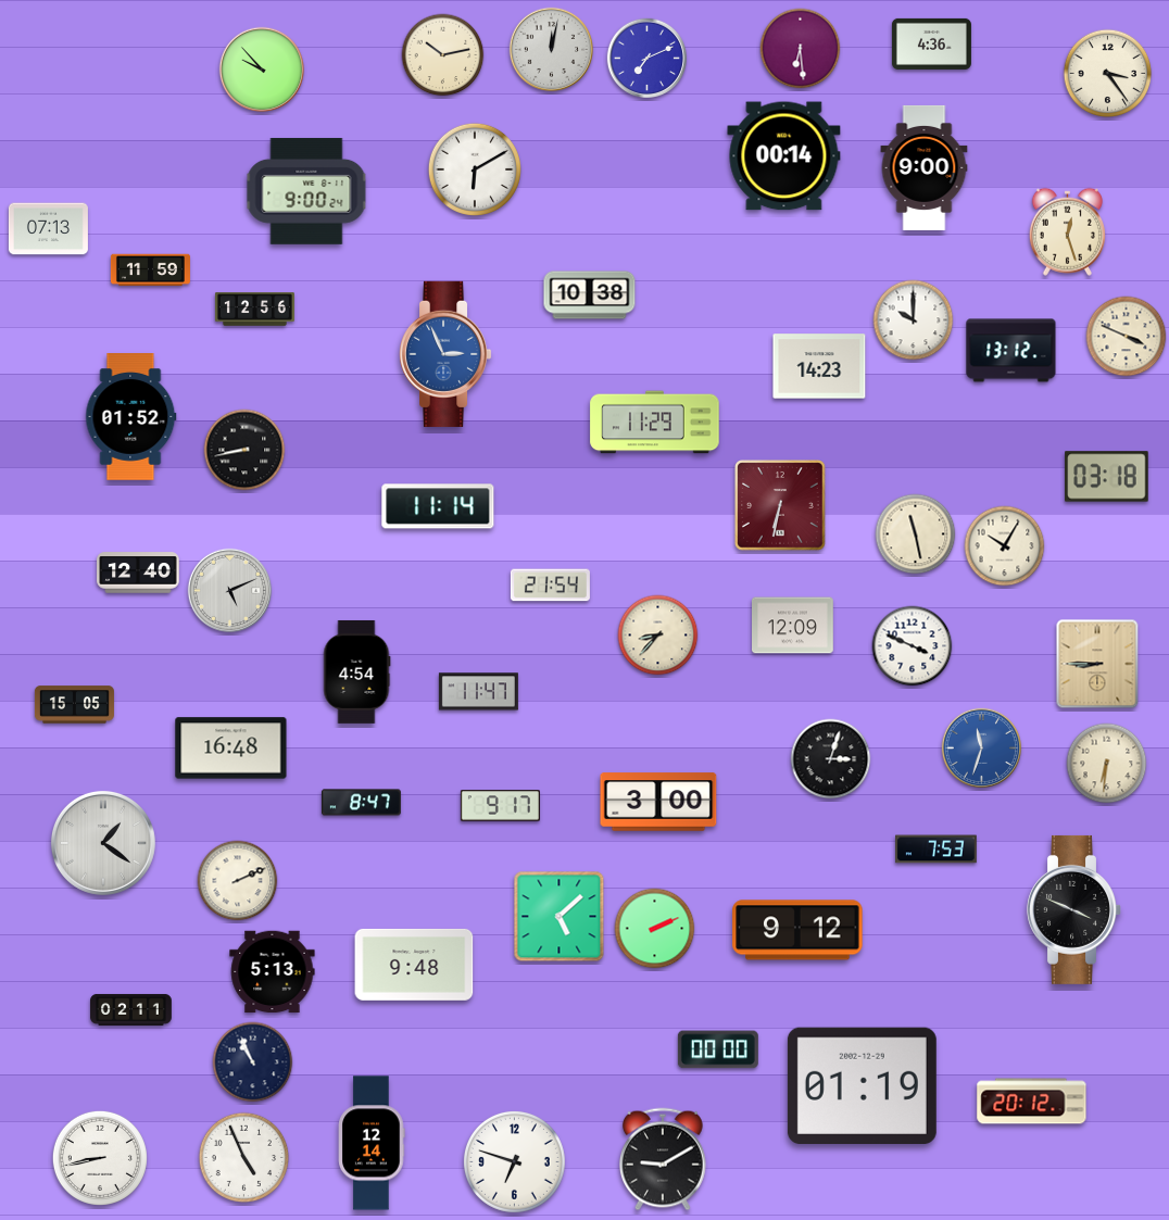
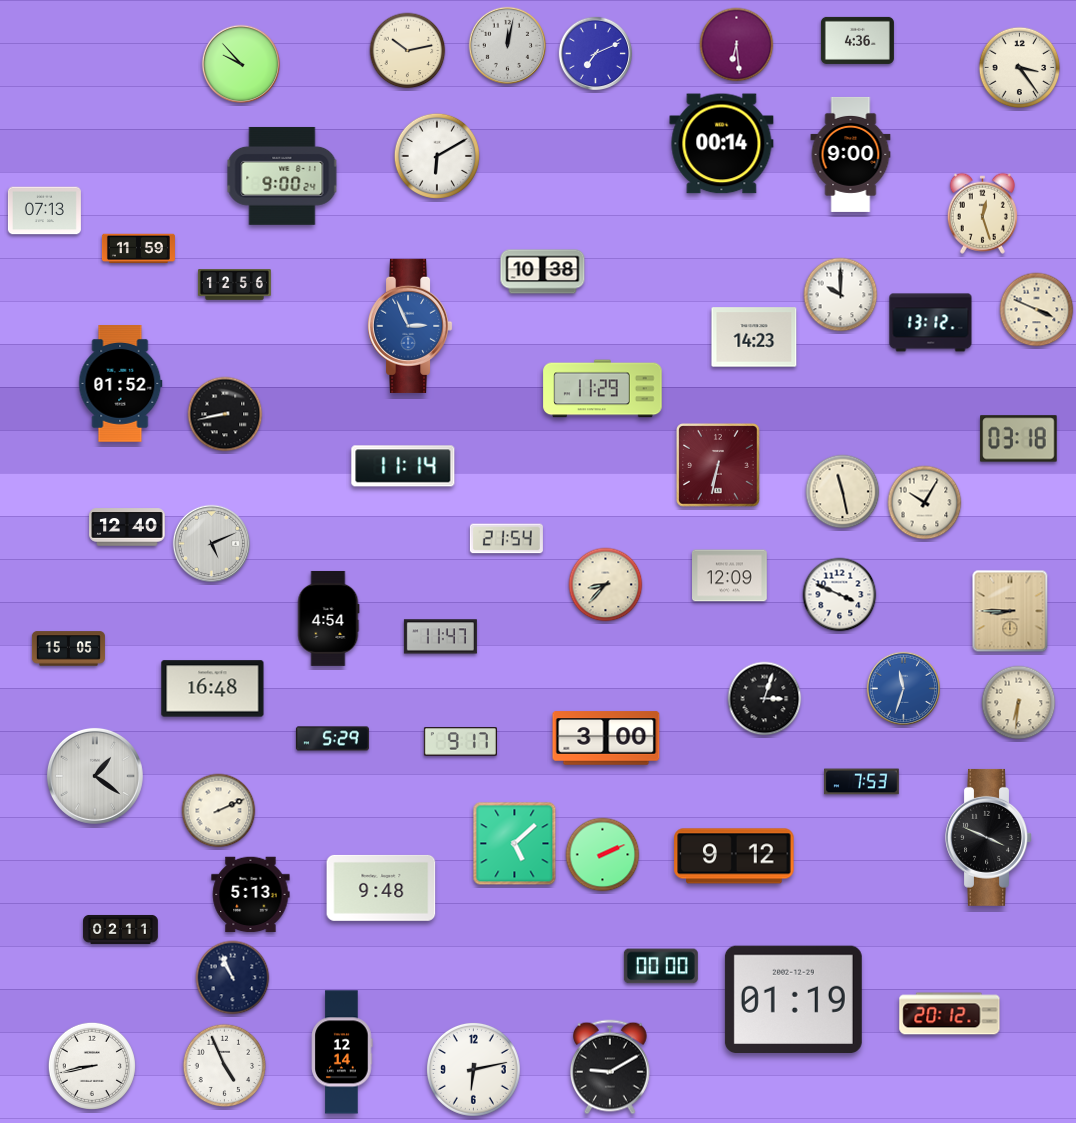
clock at (361, 803): 8:47 -> 5:29
clock at (514, 1161): 6:48 -> 6:13
